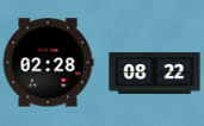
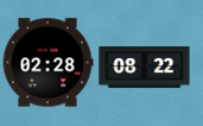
clock at (155, 74) position: (155, 74) -> (145, 68)
